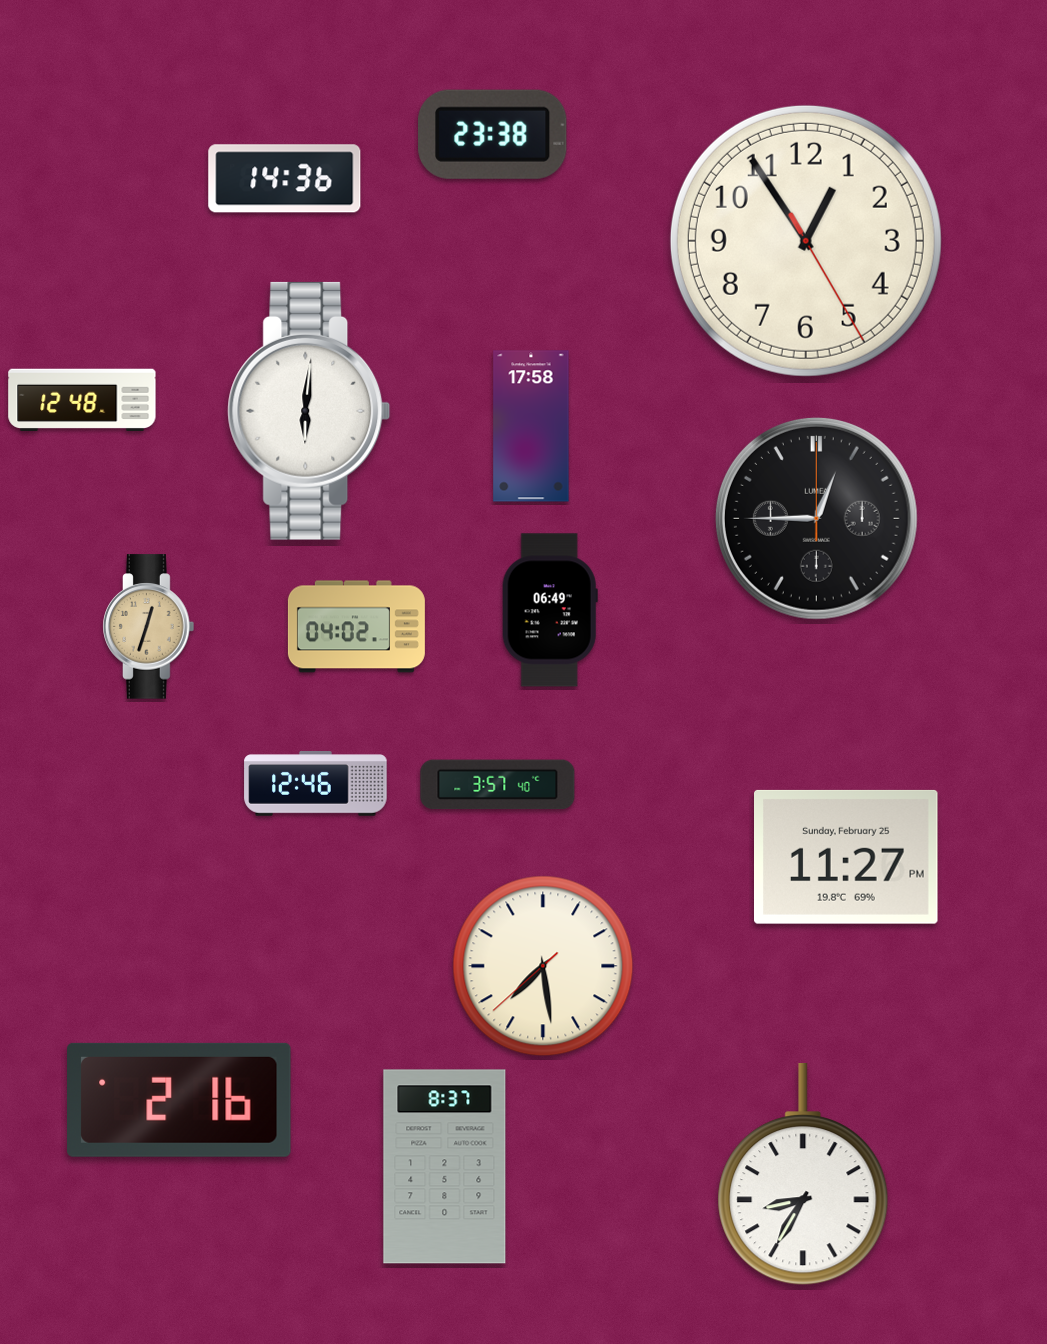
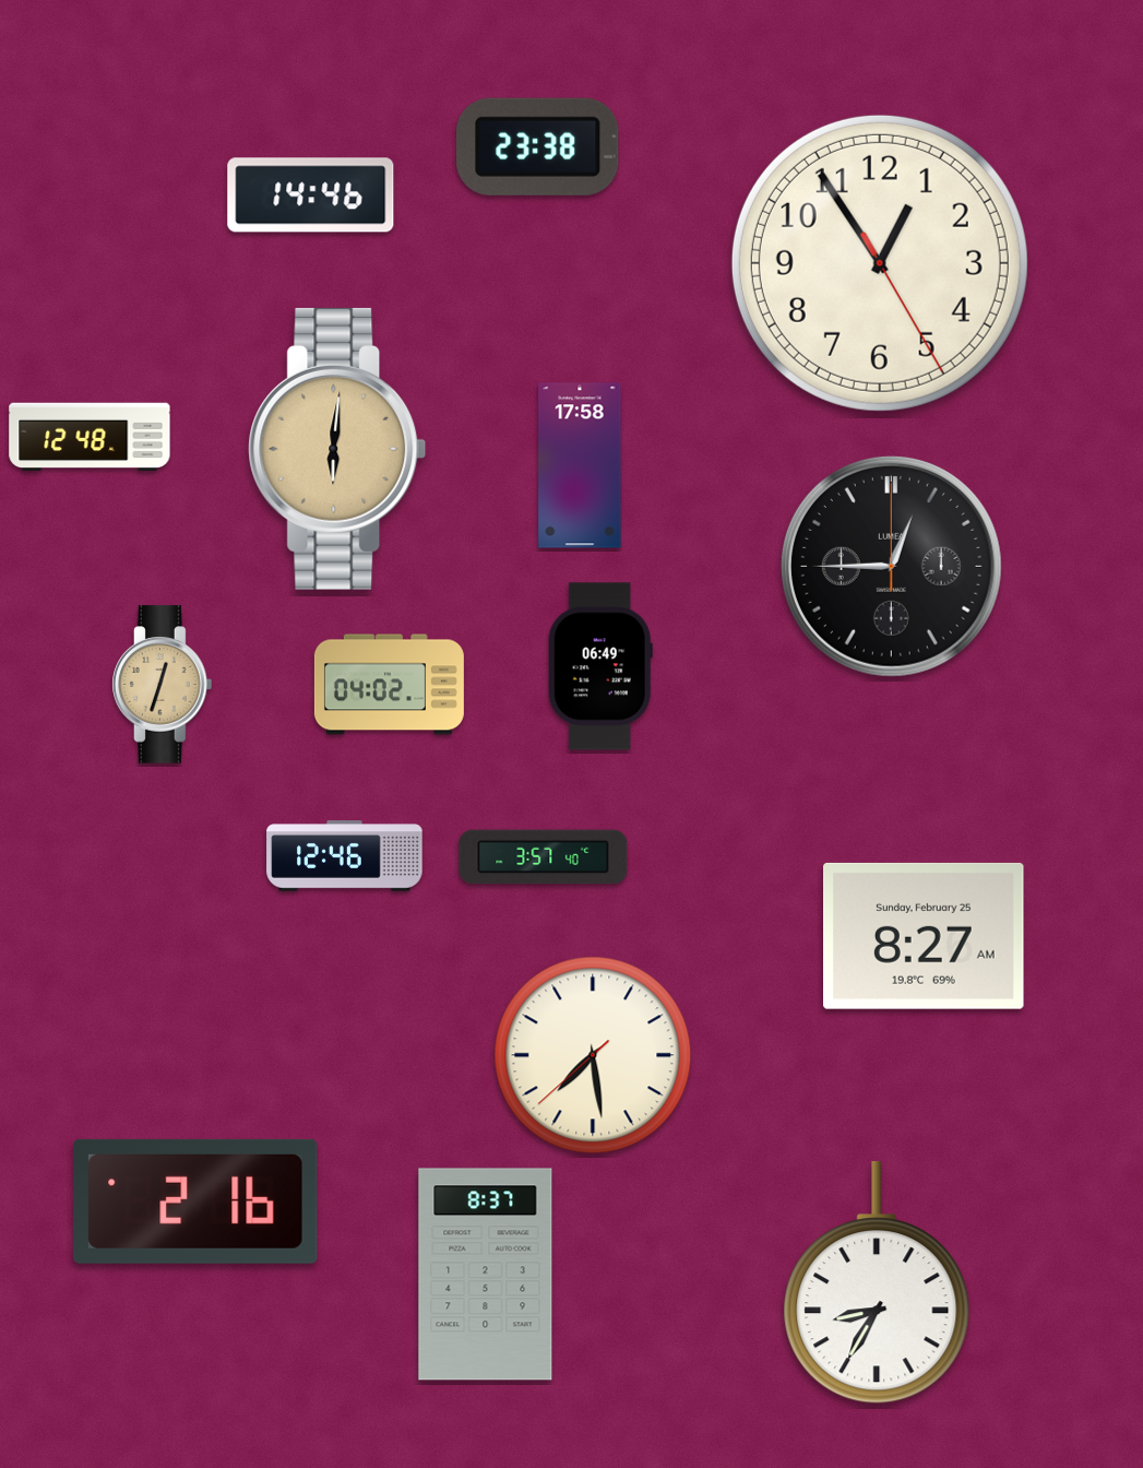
clock at (285, 179): 14:36 -> 14:46
clock at (309, 411) dial: white -> champagne
clock at (847, 857): 11:27 -> 8:27
